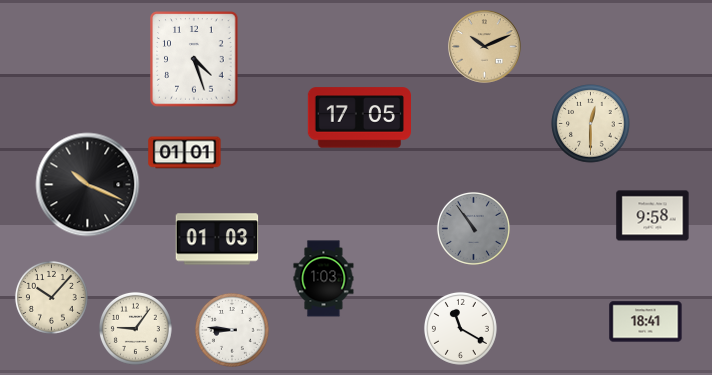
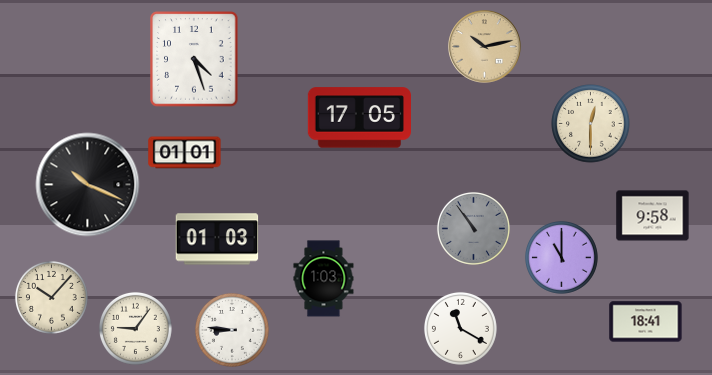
clock at (485, 47): 10:11 -> 10:13
clock at (561, 257): none -> 11:00
